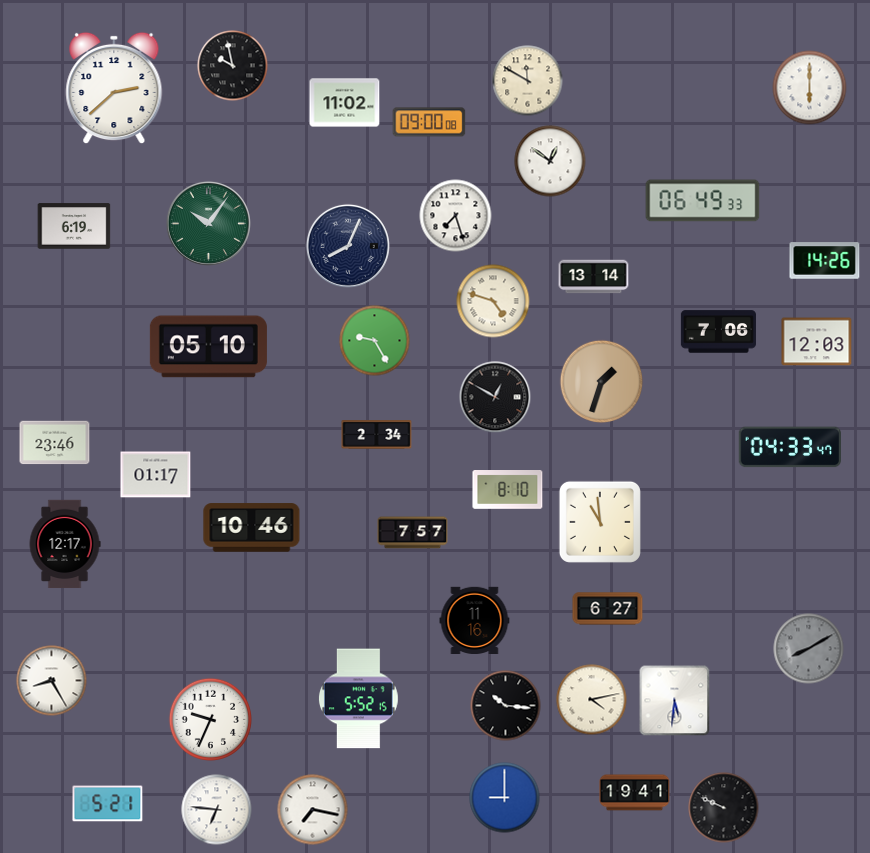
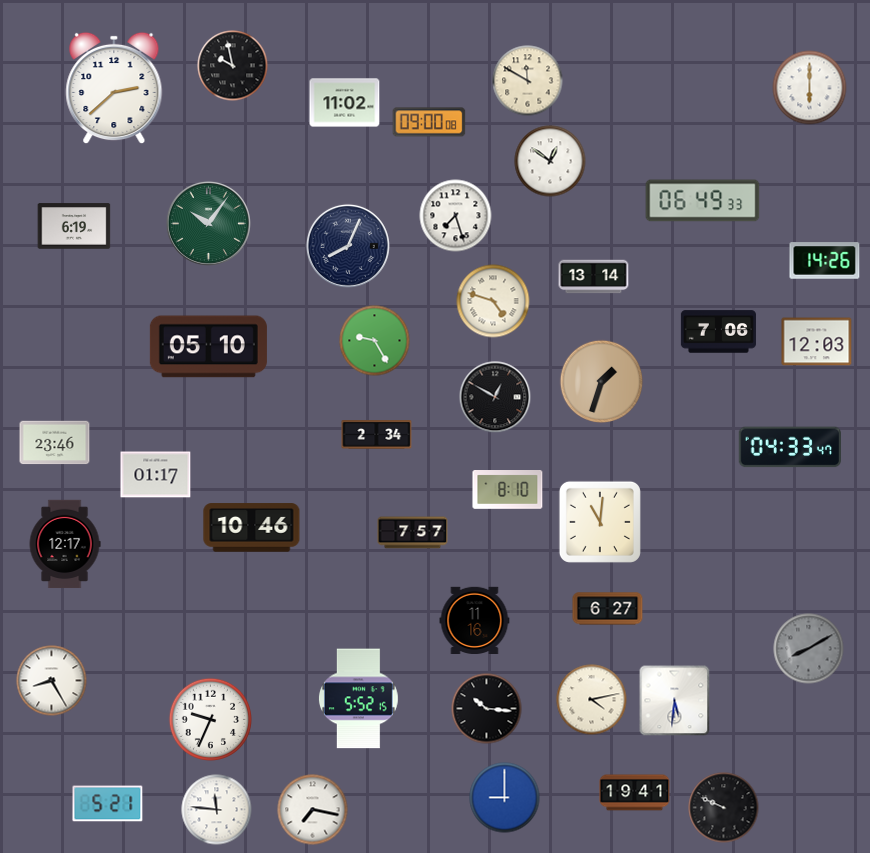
clock at (600, 522): 10:59 -> 11:01
clock at (506, 706) position: (506, 706) -> (487, 709)
clock at (217, 810): 6:46 -> 11:46
